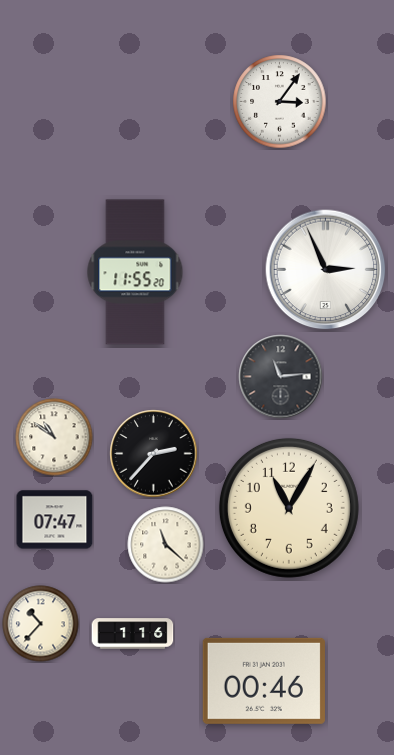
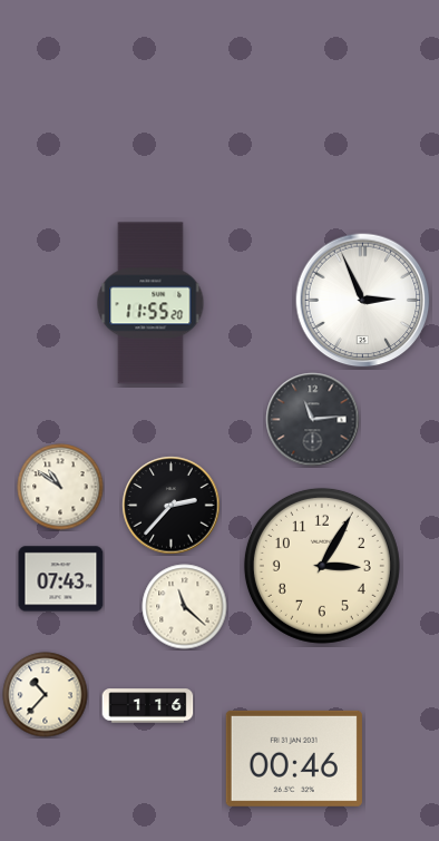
clock at (280, 102): 3:06 -> none
clock at (289, 508): 11:05 -> 3:05
clock at (55, 520): 07:47 -> 07:43
